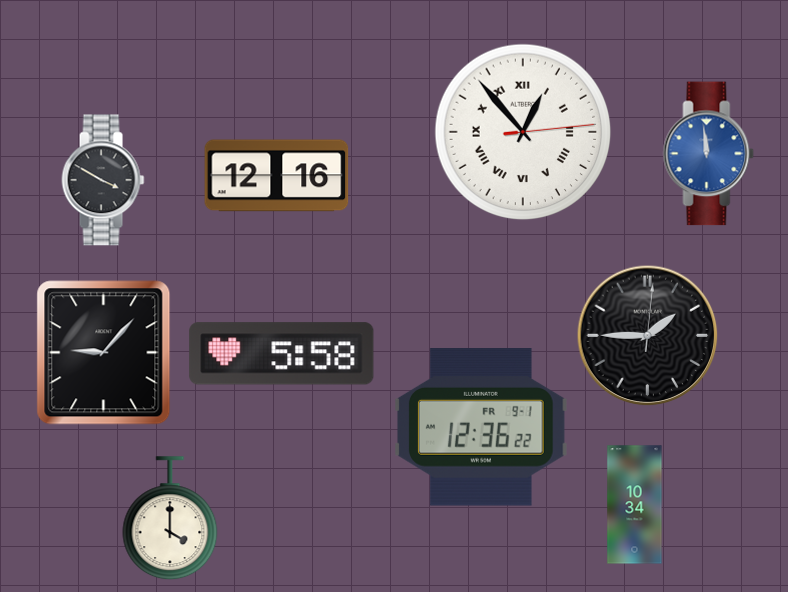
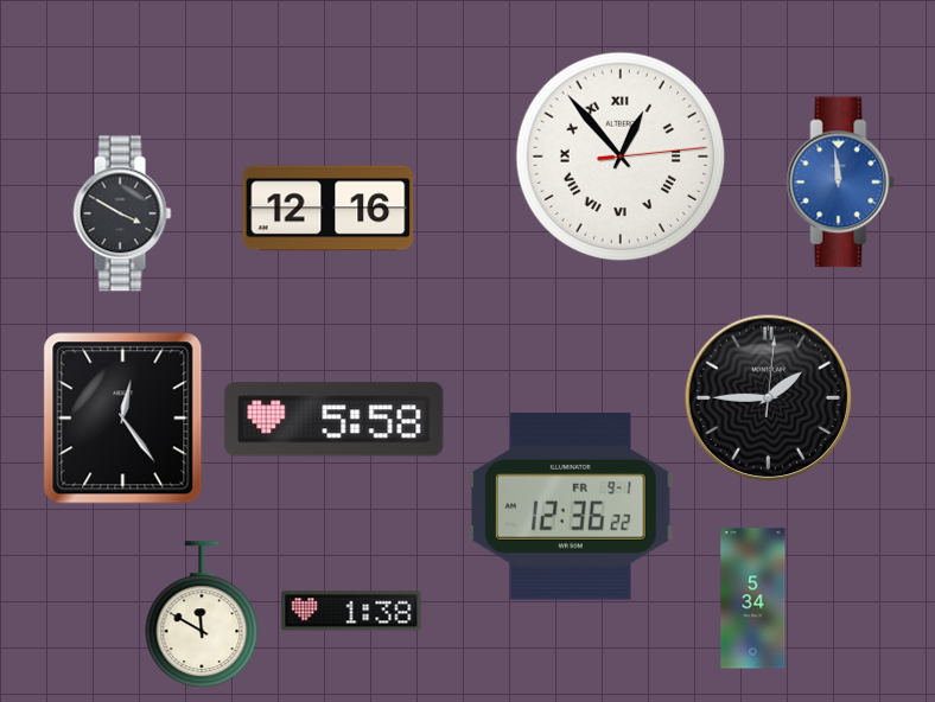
clock at (104, 353): 9:07 -> 12:24
clock at (635, 505): 10:34 -> 5:34
clock at (351, 611): none -> 1:38
clock at (170, 518): 4:00 -> 11:50
